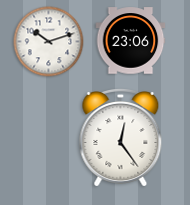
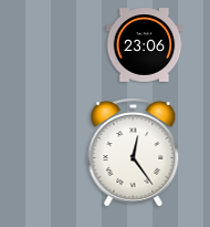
clock at (49, 42): 10:12 -> none
